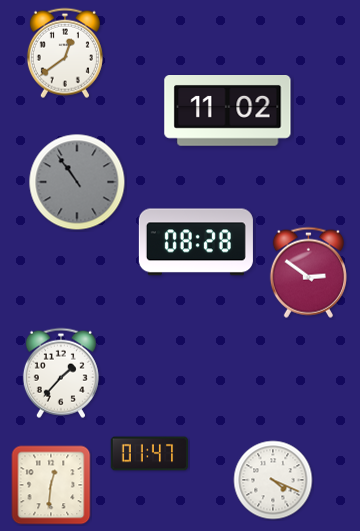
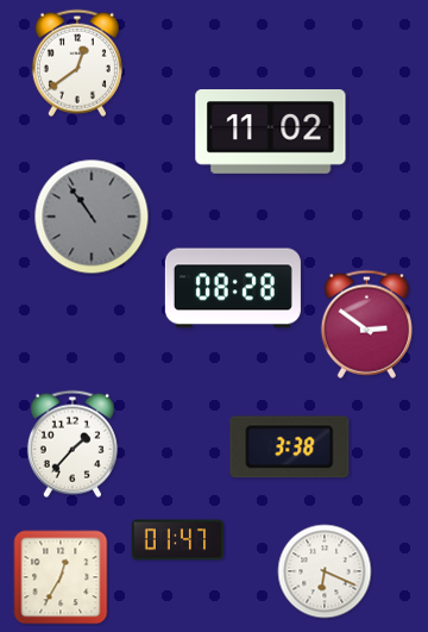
clock at (290, 448): none -> 3:38
clock at (273, 480): 4:19 -> 6:19
clock at (51, 485): 12:31 -> 12:35
